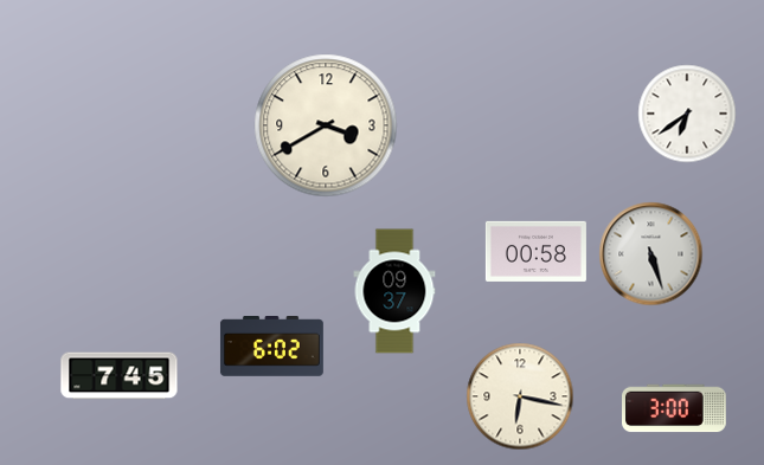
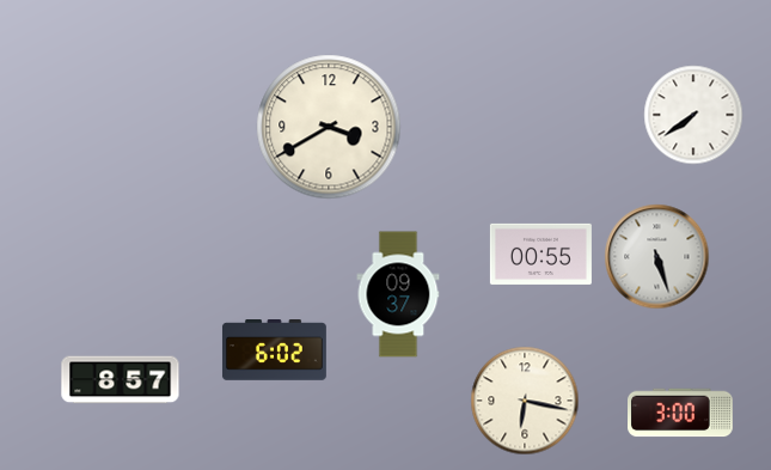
clock at (687, 114): 6:39 -> 7:39
clock at (535, 251): 00:58 -> 00:55
clock at (120, 376): 7:45 -> 8:57
